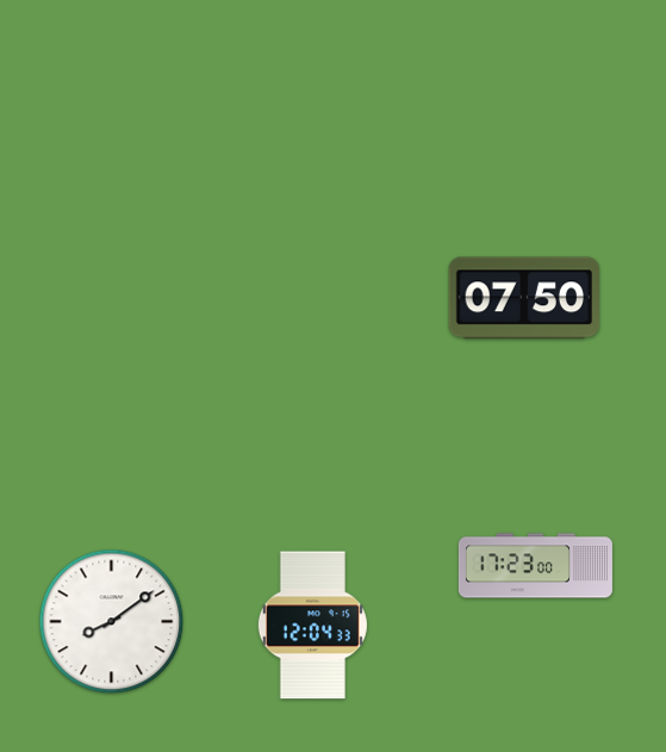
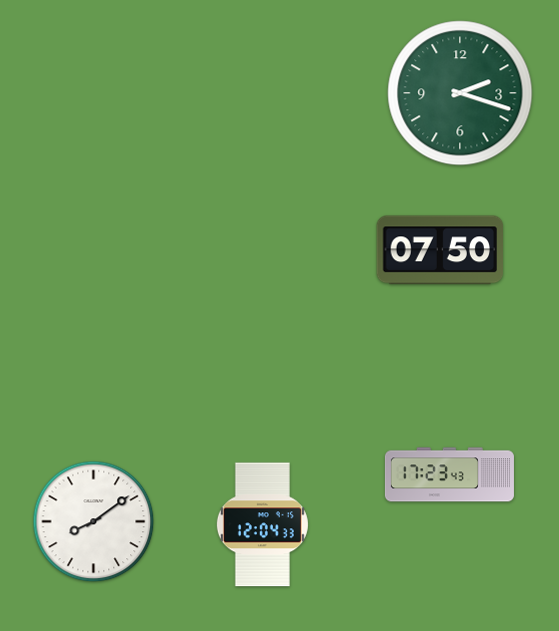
clock at (460, 93): none -> 2:18
clock at (535, 566): 17:23:00 -> 17:23:43
